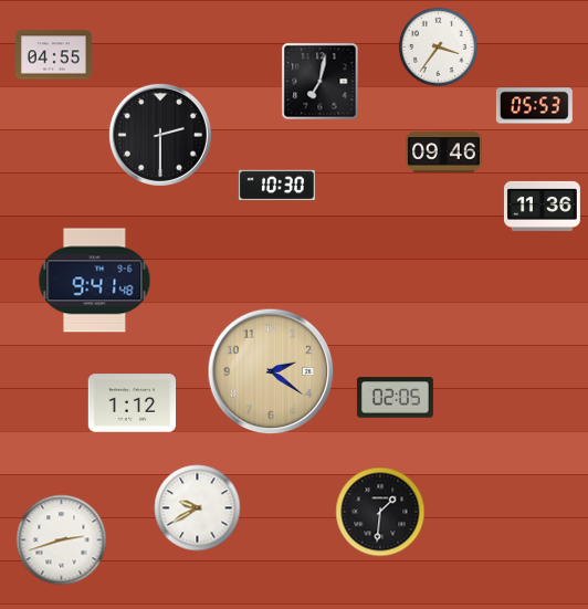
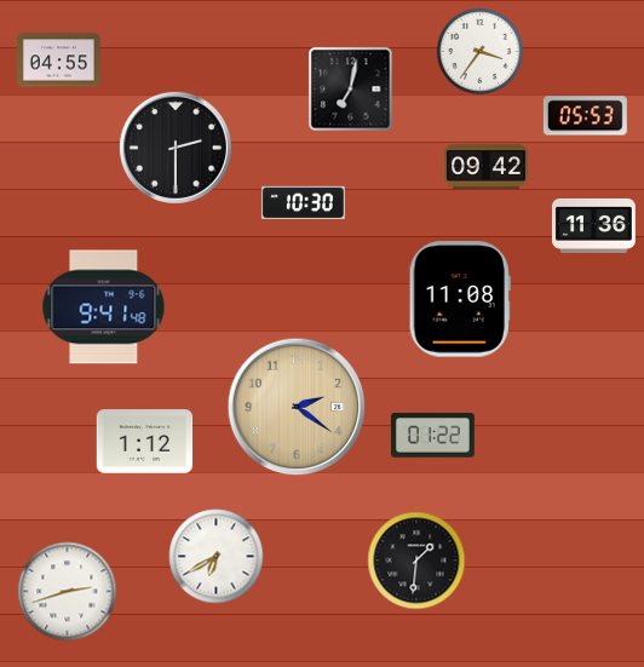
clock at (443, 153): 09:46 -> 09:42
clock at (460, 299): none -> 11:08
clock at (395, 398): 02:05 -> 01:22
clock at (198, 508): 9:40 -> 6:40
